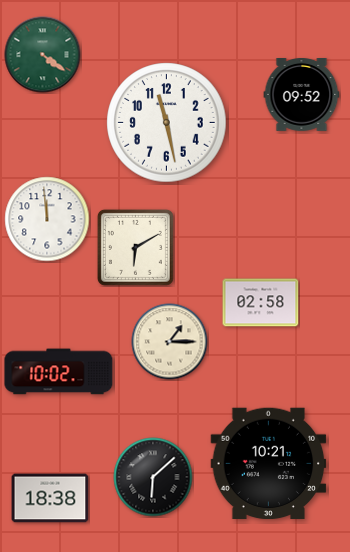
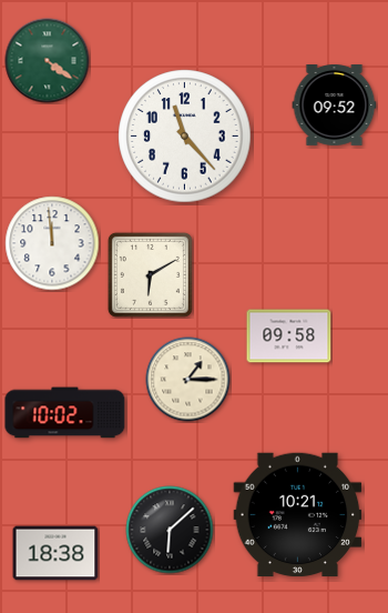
clock at (167, 123): 11:28 -> 11:23
clock at (261, 303): 02:58 -> 09:58
